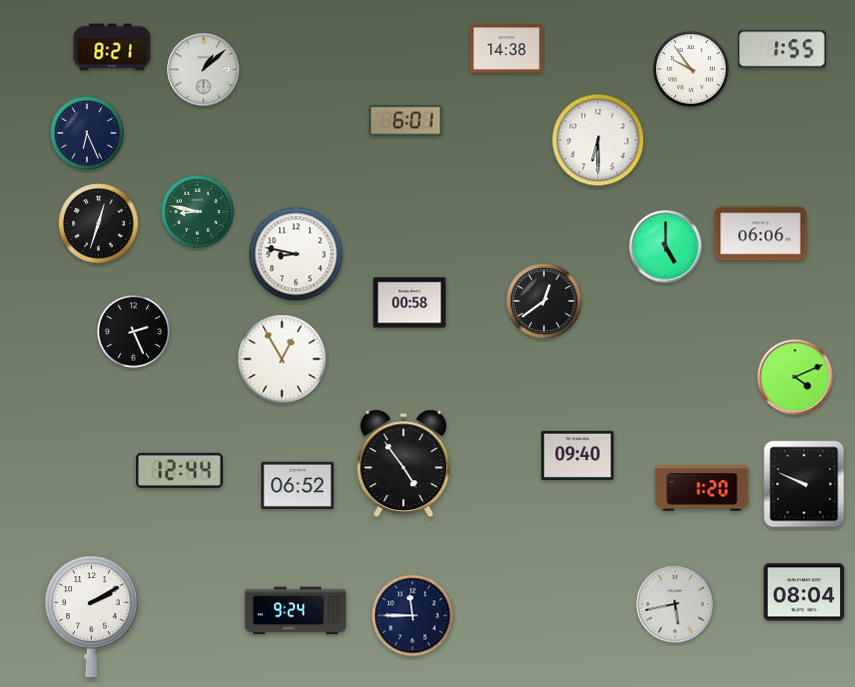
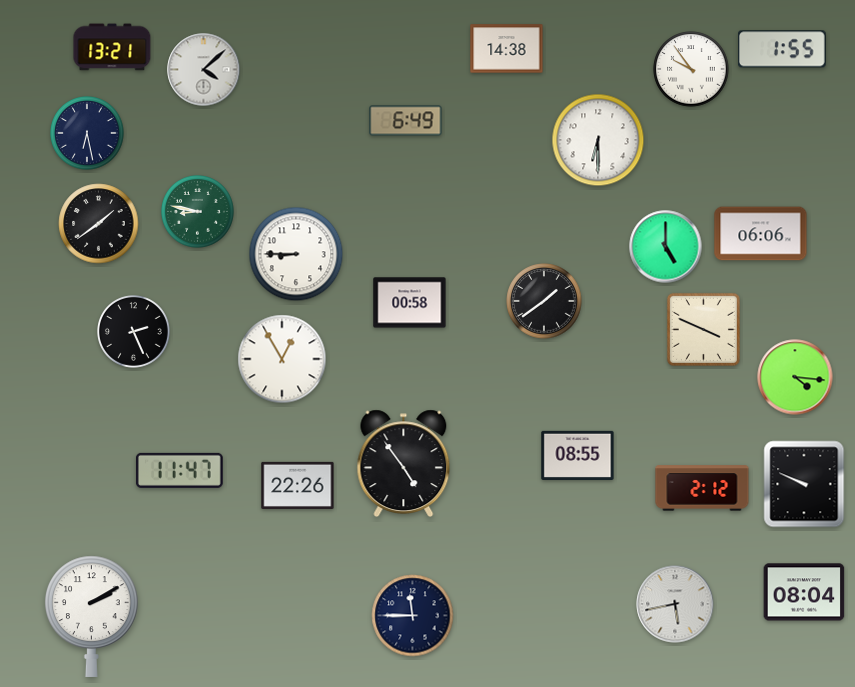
clock at (112, 47): 8:21 -> 13:21
clock at (204, 70): 1:08 -> 4:08
clock at (406, 121): 6:01 -> 6:49
clock at (88, 134): 6:26 -> 6:28
clock at (99, 224): 12:33 -> 1:39
clock at (296, 254): 8:47 -> 8:45
clock at (544, 301): 12:39 -> 1:39
clock at (703, 329): none -> 3:49
clock at (795, 377): 4:11 -> 4:16
clock at (578, 455): 09:40 -> 08:55
clock at (179, 470): 12:44 -> 11:47
clock at (298, 485): 06:52 -> 22:26
clock at (702, 488): 1:20 -> 2:12
clock at (296, 611): 9:24 -> none
